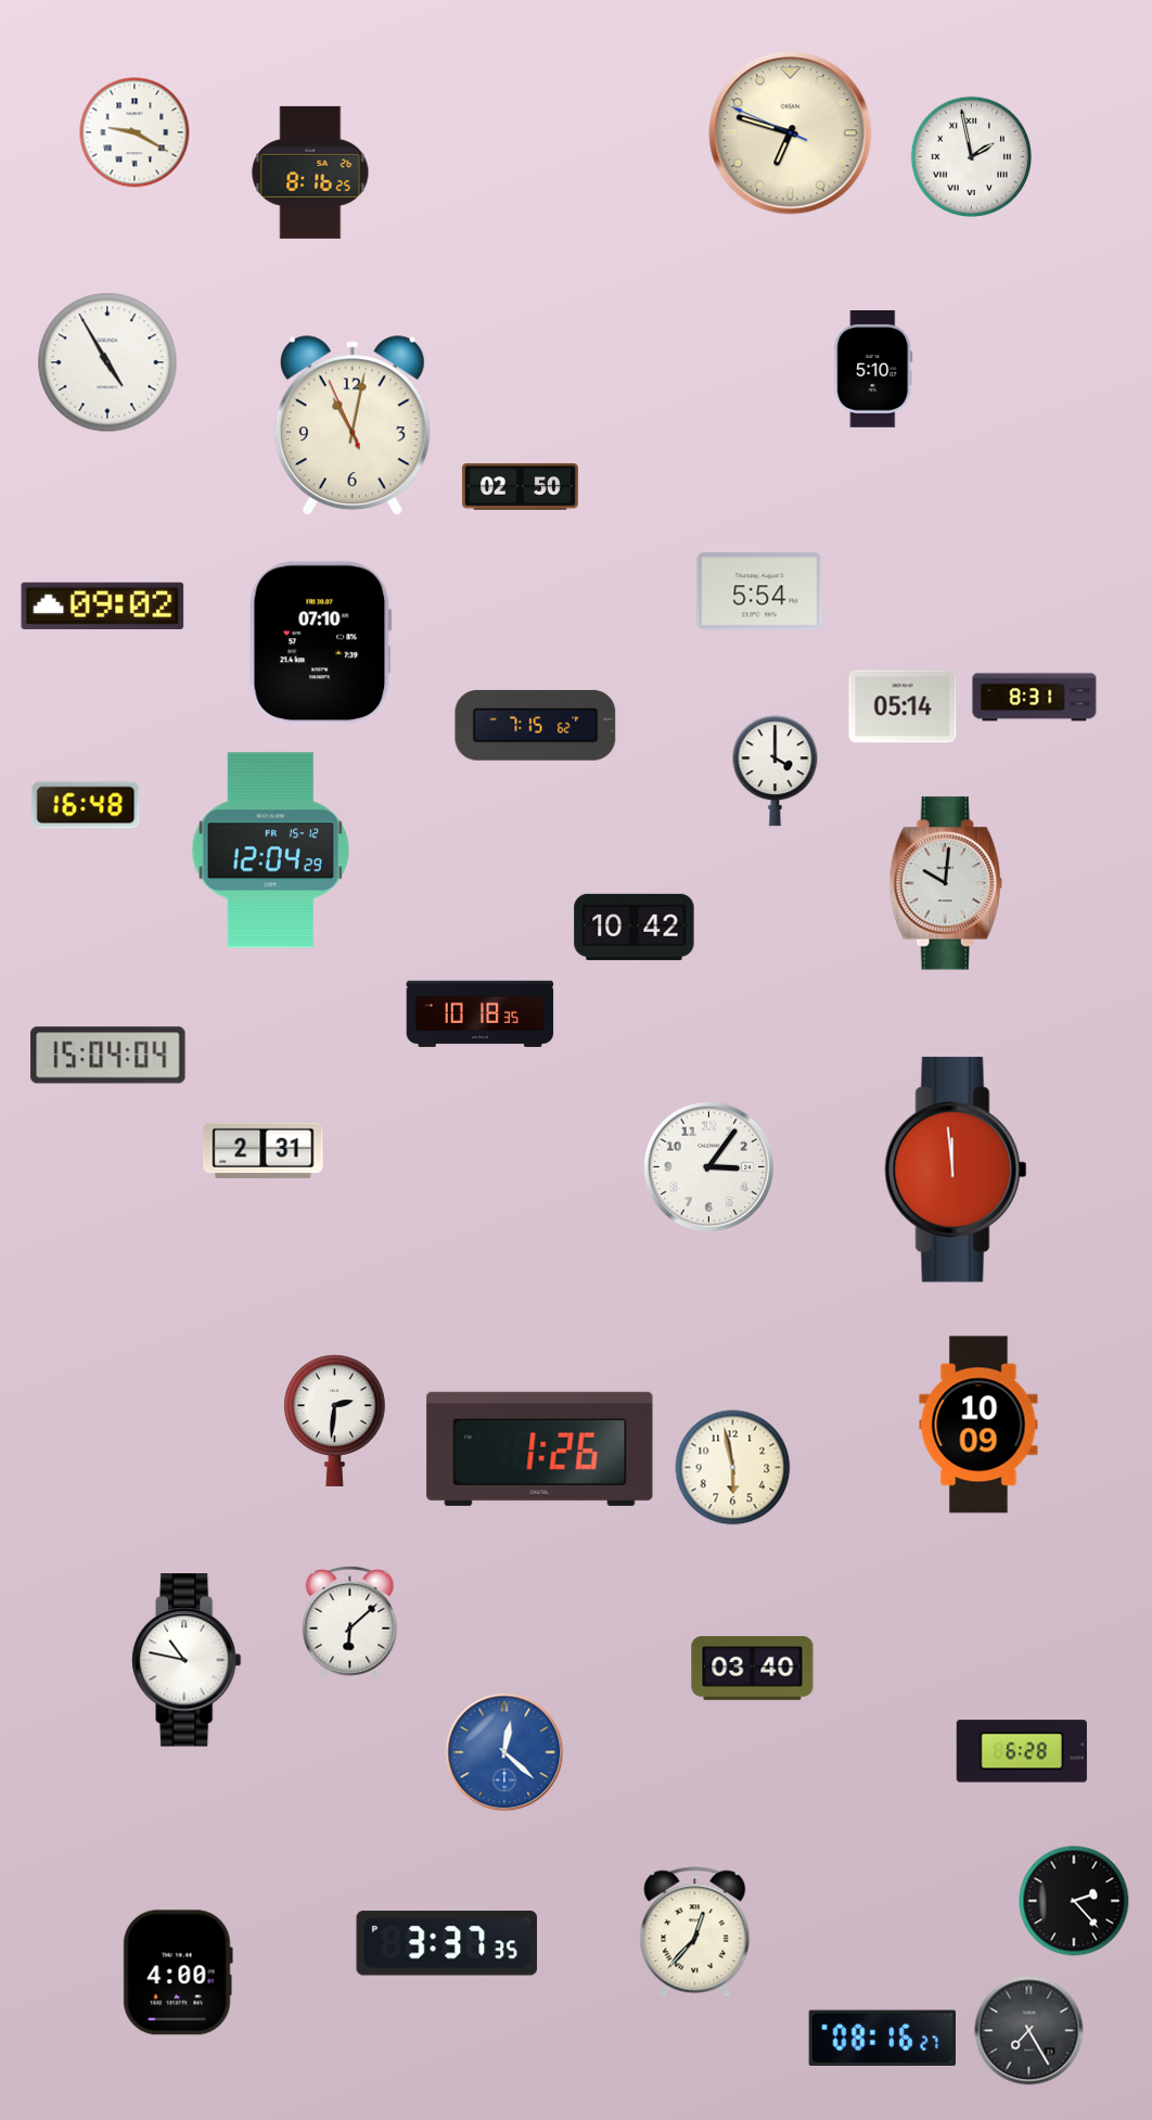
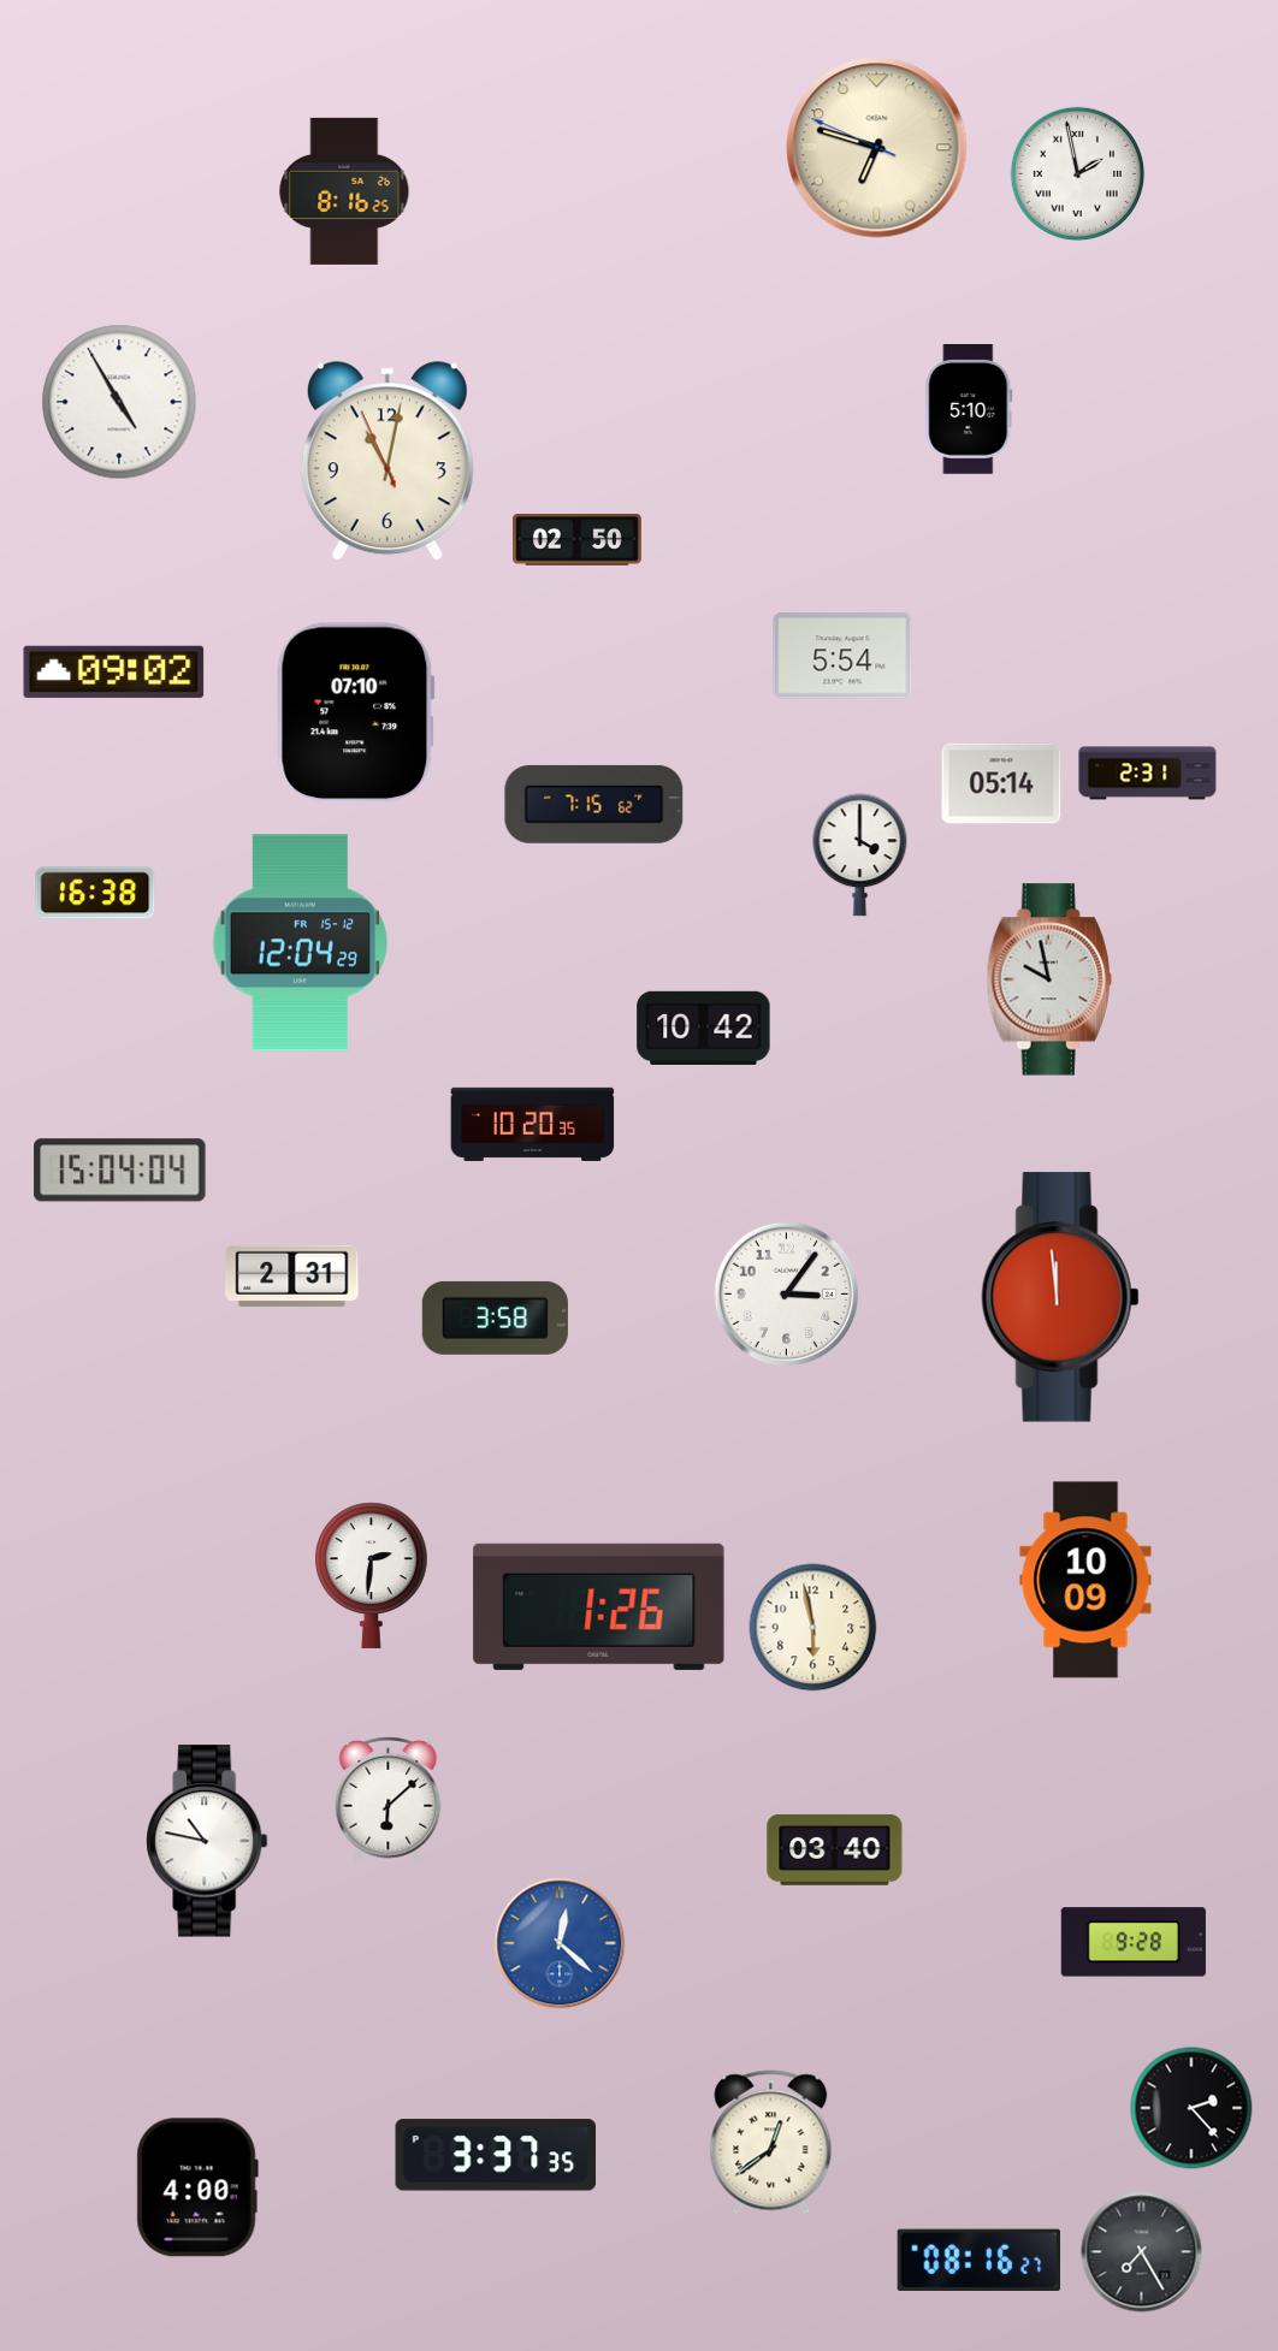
clock at (135, 132): 9:20 -> none
clock at (353, 426) position: (353, 426) -> (387, 462)
clock at (1035, 698): 8:31 -> 2:31
clock at (86, 805): 16:48 -> 16:38
clock at (946, 883): 10:01 -> 9:58
clock at (481, 1013): 10:18 -> 10:20
clock at (495, 1317): none -> 3:58
clock at (1022, 1751): 6:28 -> 9:28
clock at (695, 1932): 12:37 -> 12:39
